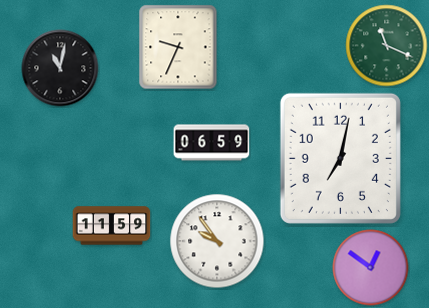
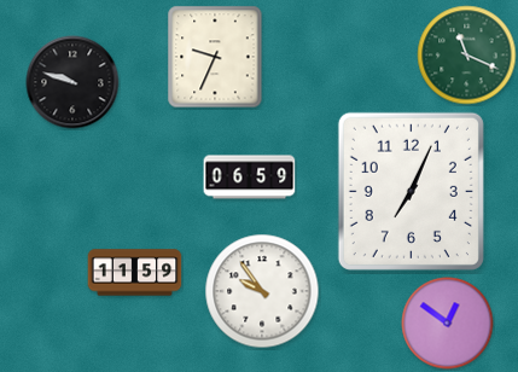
clock at (60, 68): 11:02 -> 9:48
clock at (212, 143) position: (212, 143) -> (250, 178)
clock at (340, 158): 7:02 -> 7:04
